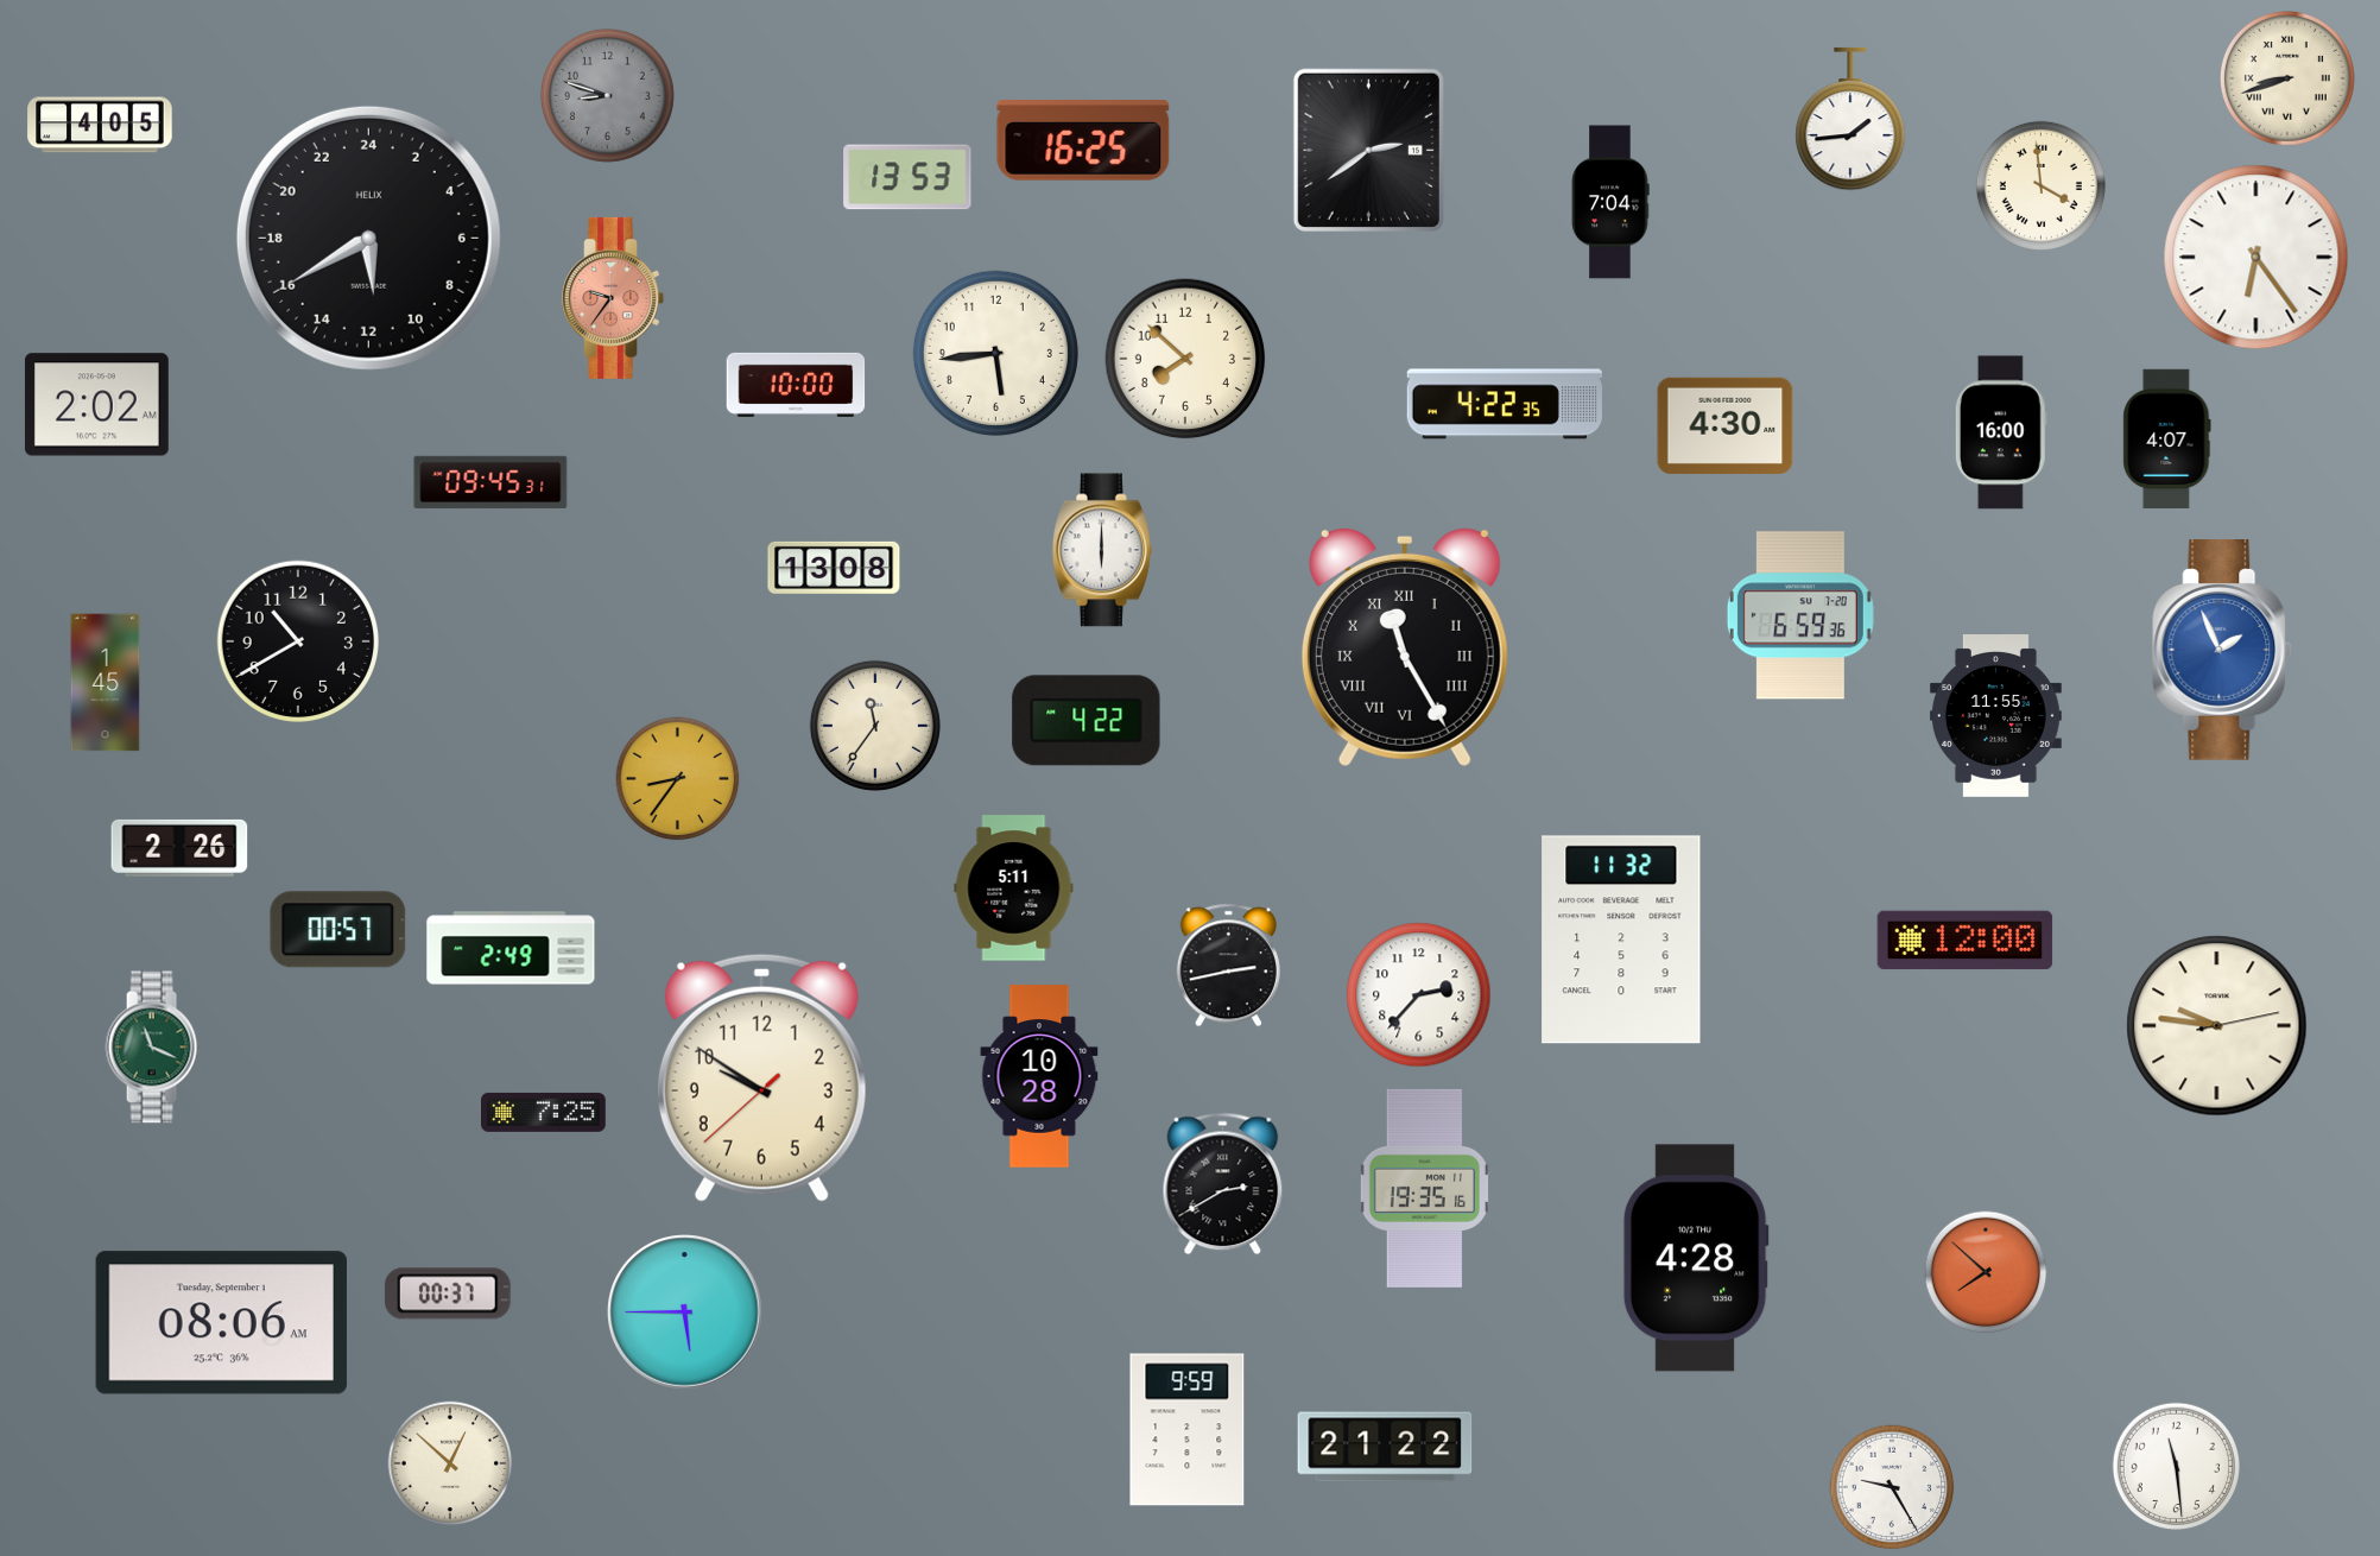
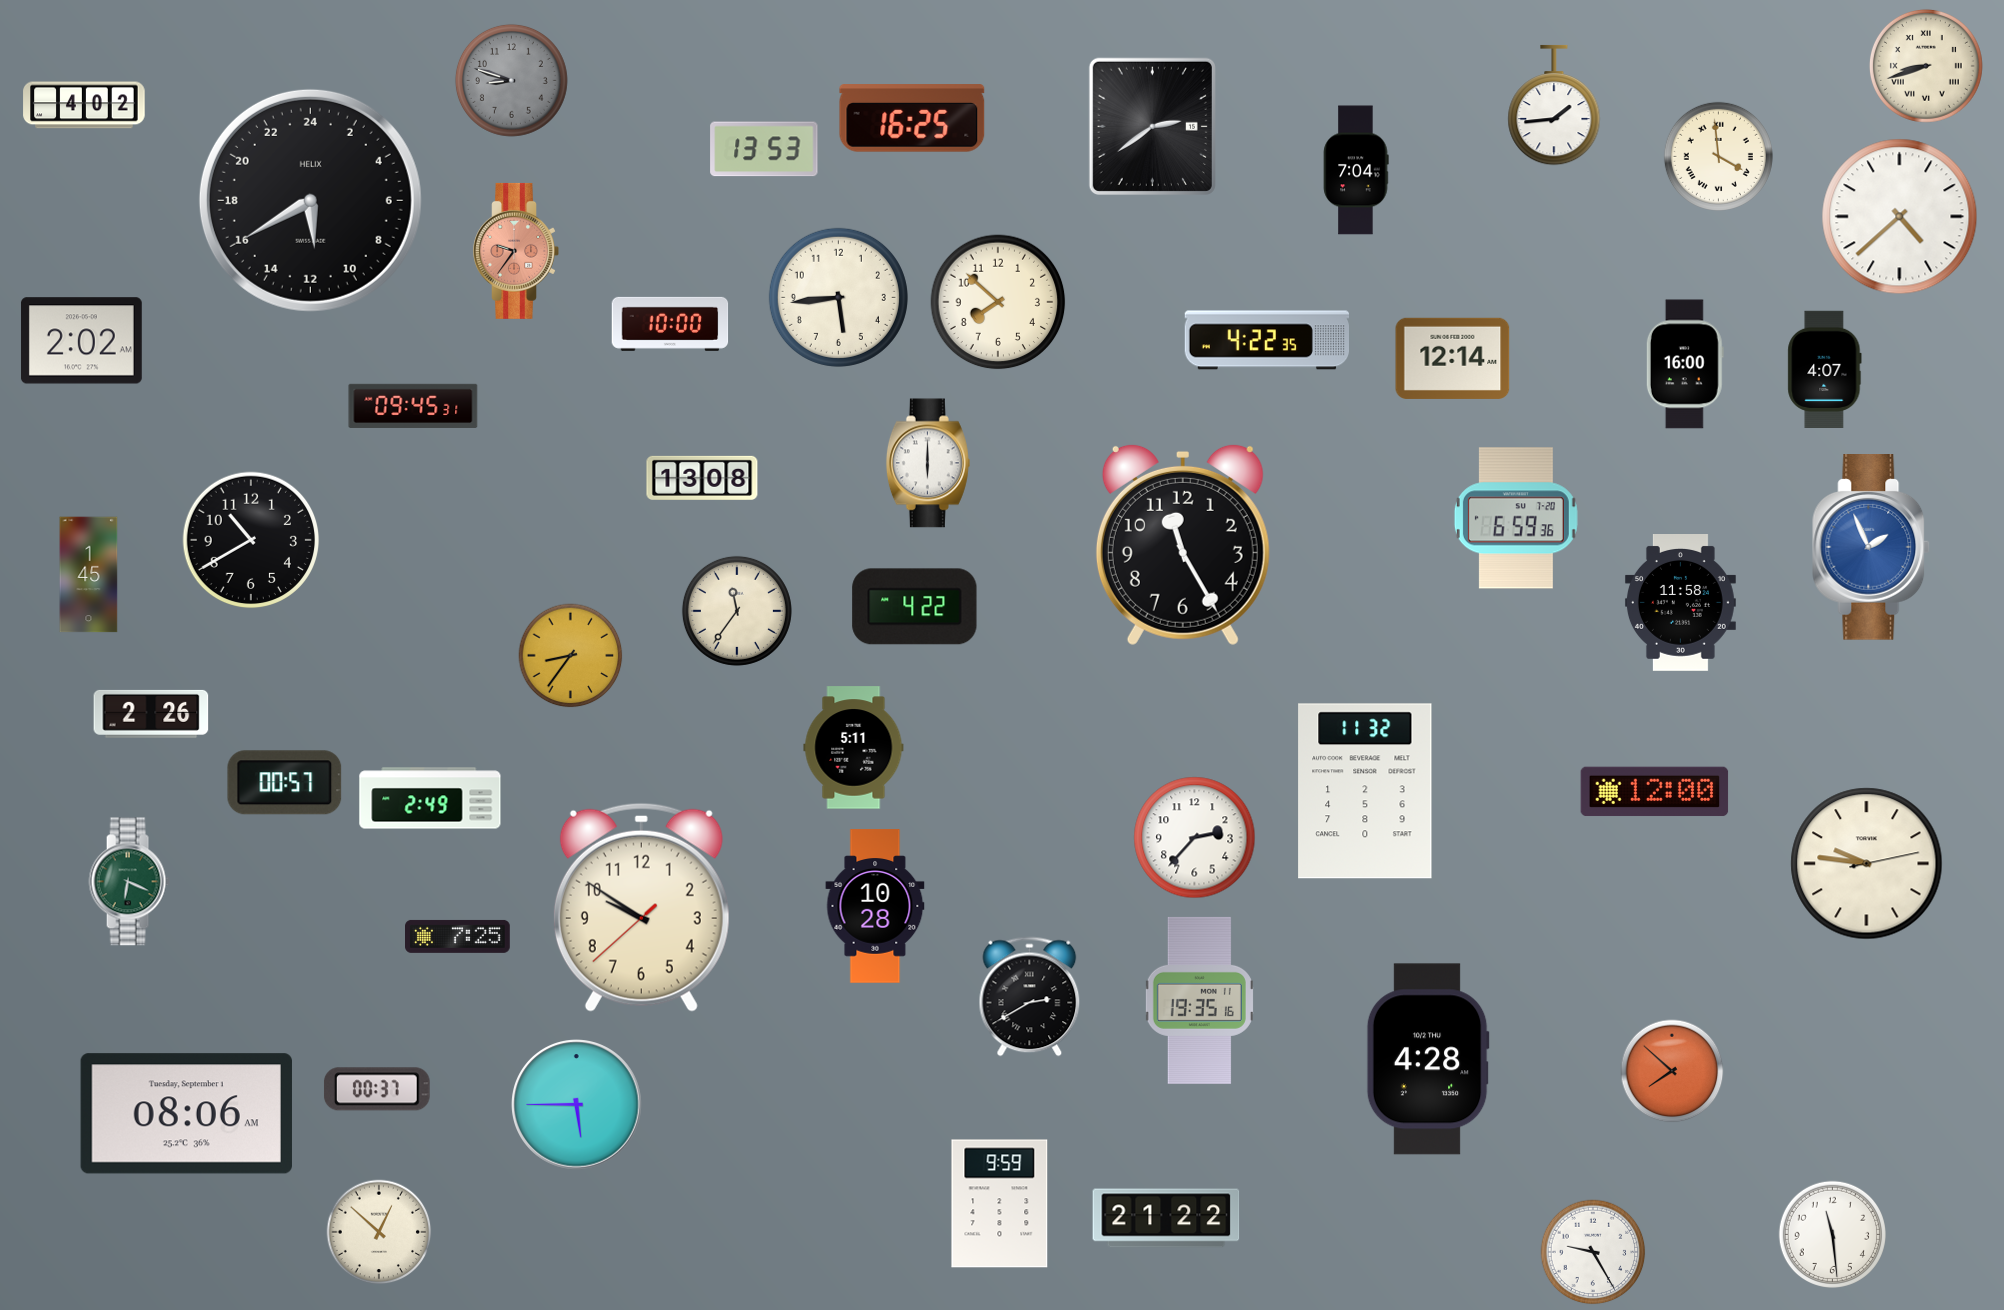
clock at (1850, 119) position: (1850, 119) -> (1554, 105)
clock at (100, 125): 4:05 -> 4:02
clock at (2256, 258): 6:24 -> 4:38
clock at (1726, 425): 4:30 -> 12:14
clock at (1405, 646) numerals: Roman -> Arabic
clock at (1995, 716): 11:55 -> 11:58
clock at (1228, 966): 2:43 -> none
clock at (153, 1048): 11:19 -> 6:19
